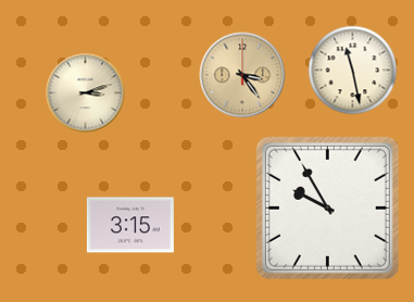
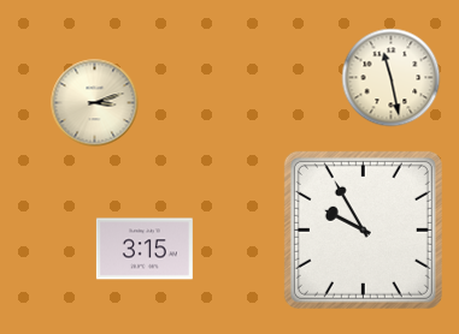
clock at (242, 75): 3:24 -> none
